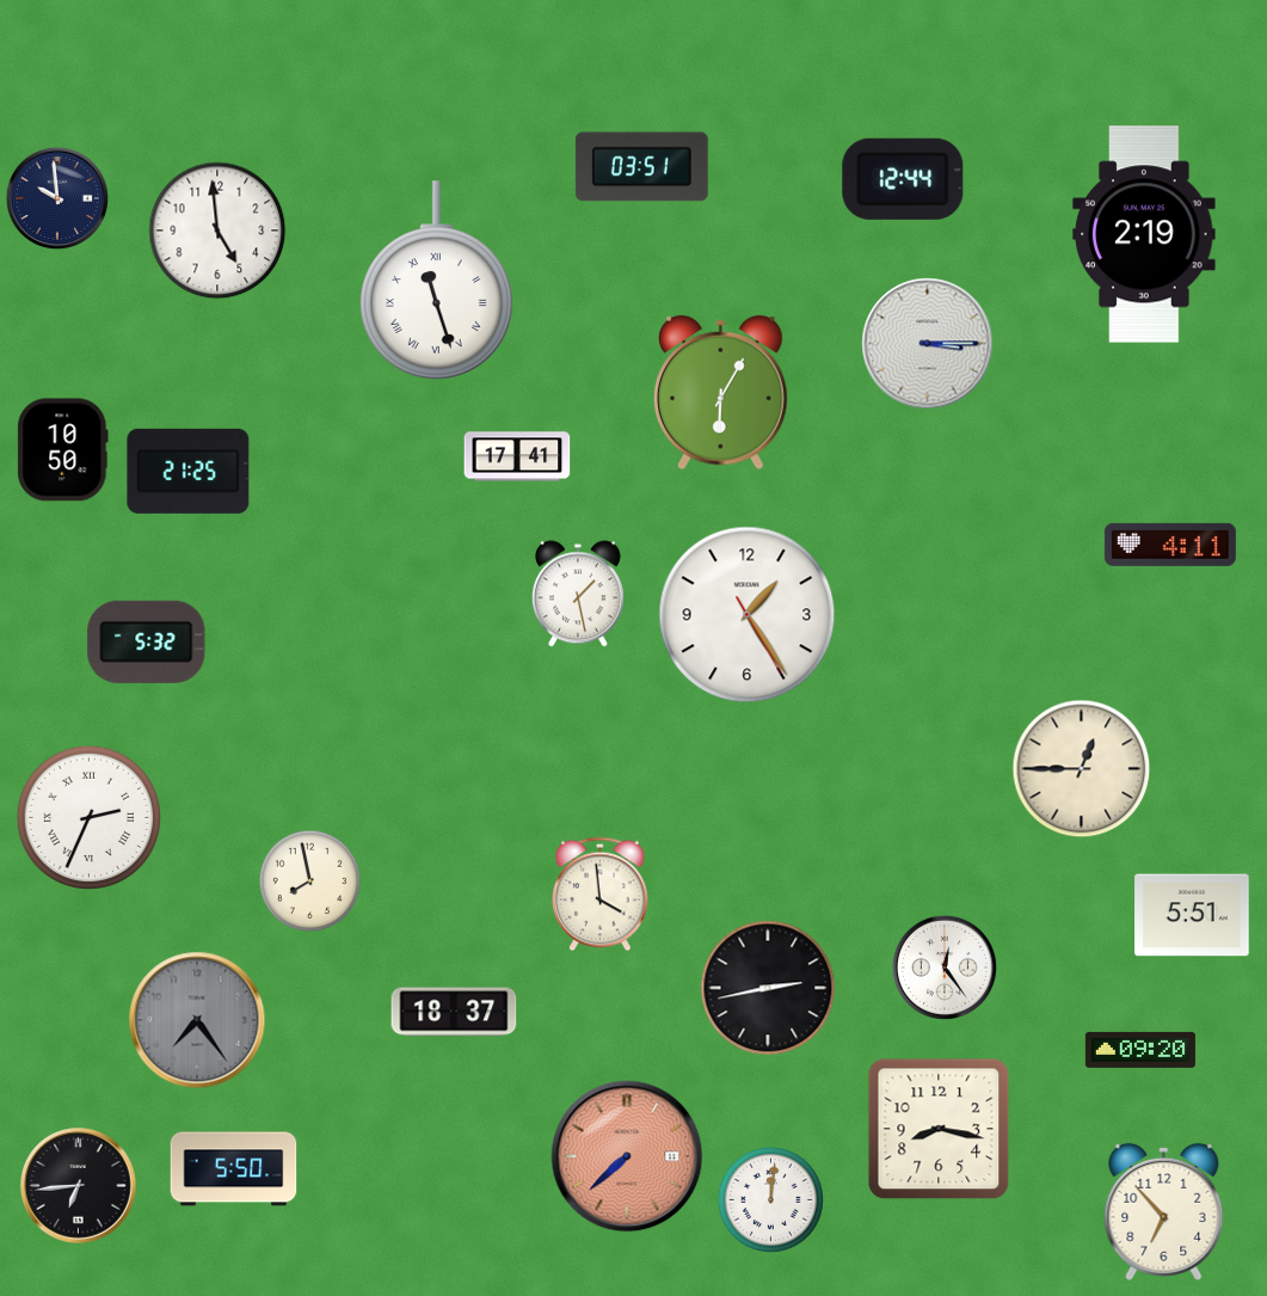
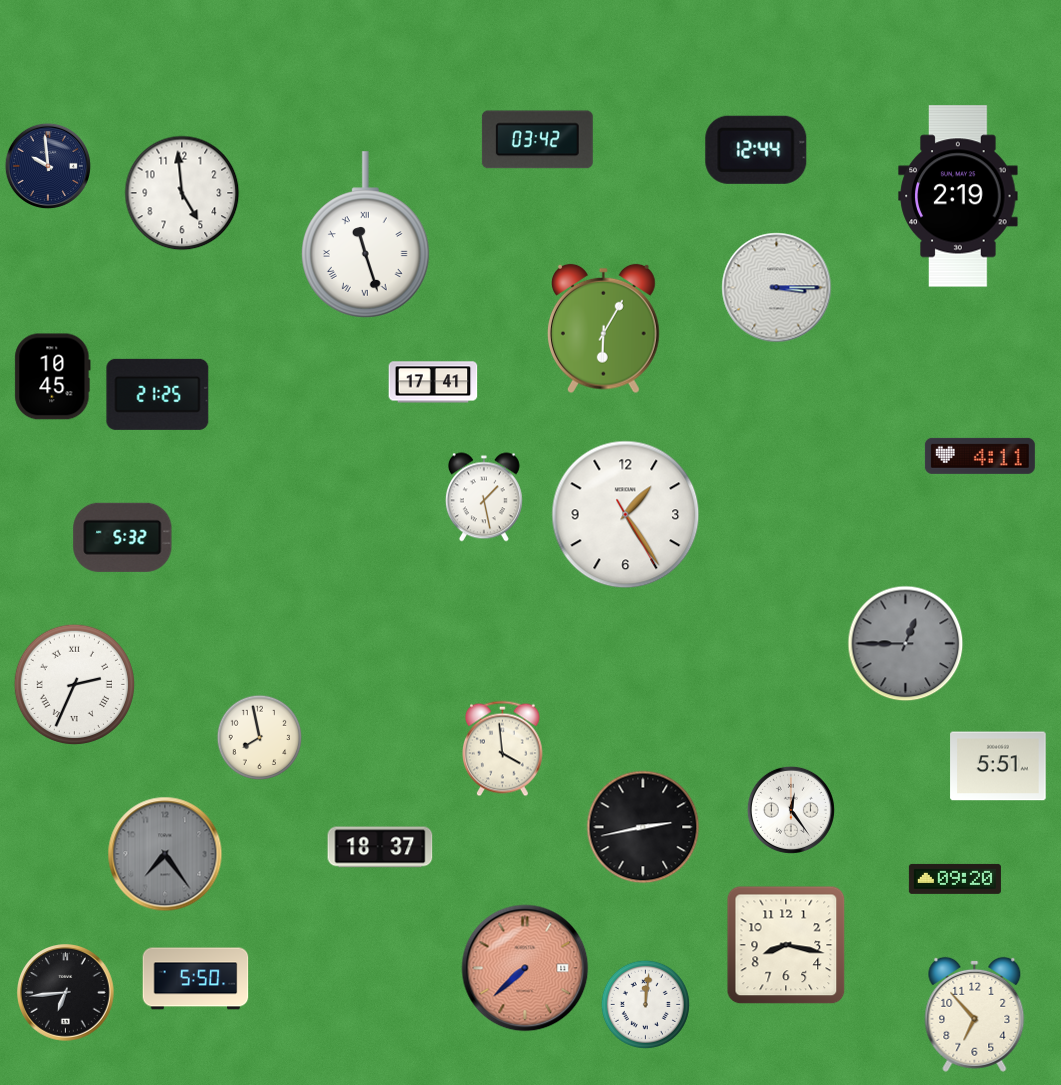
clock at (641, 167): 03:51 -> 03:42
clock at (63, 450): 10:50 -> 10:45
clock at (1082, 769) dial: cream -> grey
